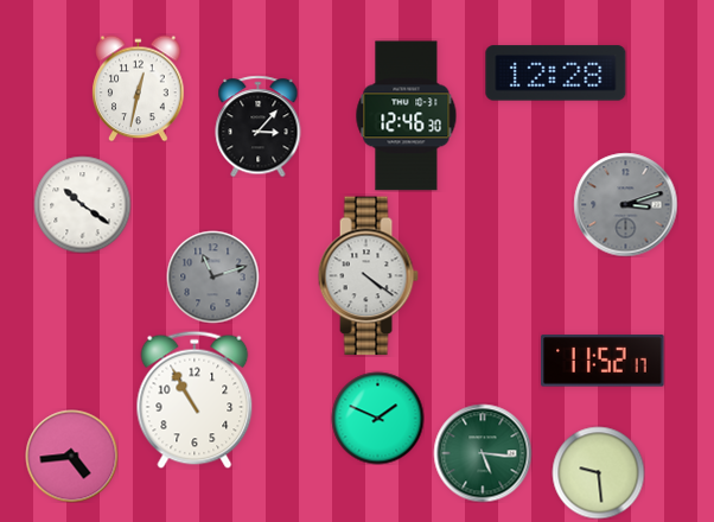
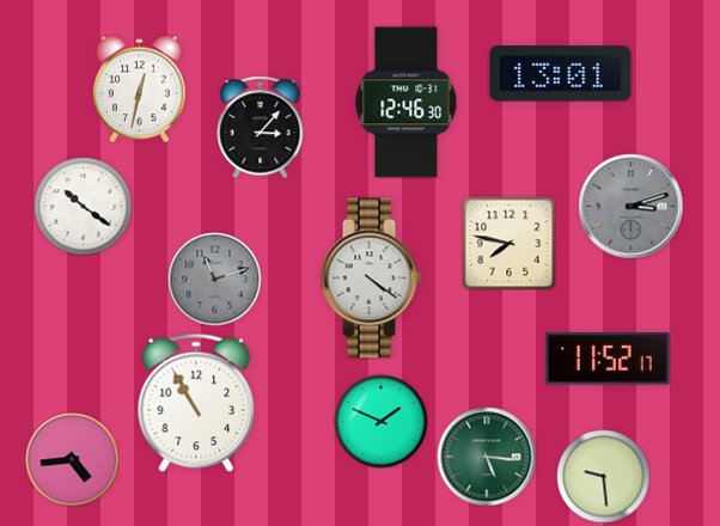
clock at (556, 74): 12:28 -> 13:01
clock at (407, 116) position: (407, 116) -> (407, 103)
clock at (508, 243): none -> 7:47
clock at (603, 361) position: (603, 361) -> (608, 359)
